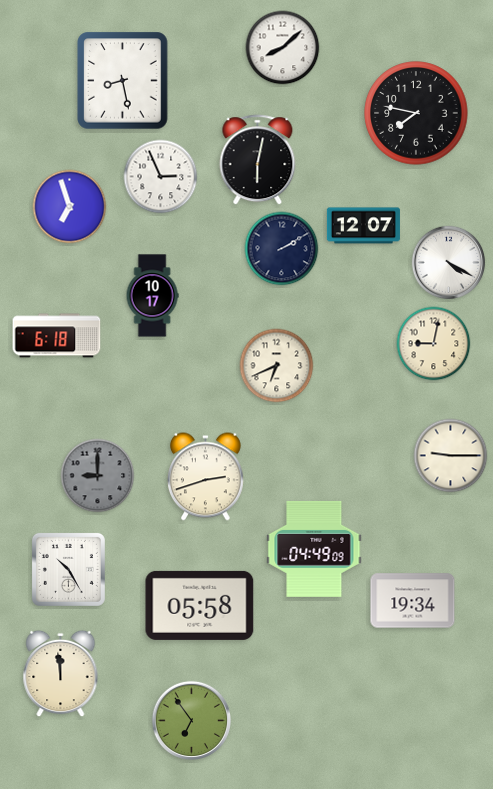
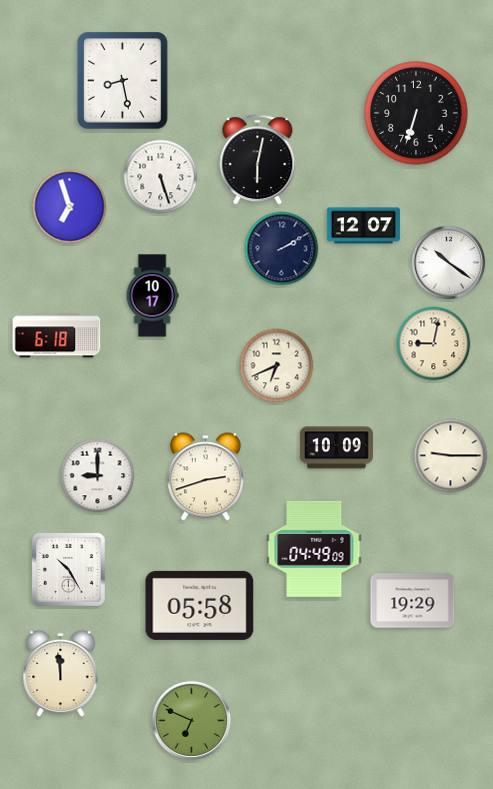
clock at (283, 48): 8:08 -> none
clock at (416, 113): 7:47 -> 6:33
clock at (161, 177): 2:56 -> 5:27
clock at (449, 263): 4:20 -> 10:21
clock at (336, 448): none -> 10:09
clock at (98, 476) dial: grey -> white
clock at (413, 601): 19:34 -> 19:29
clock at (191, 720): 6:54 -> 6:49
